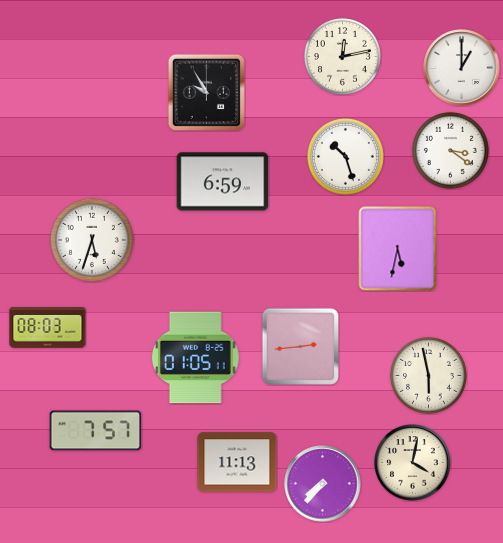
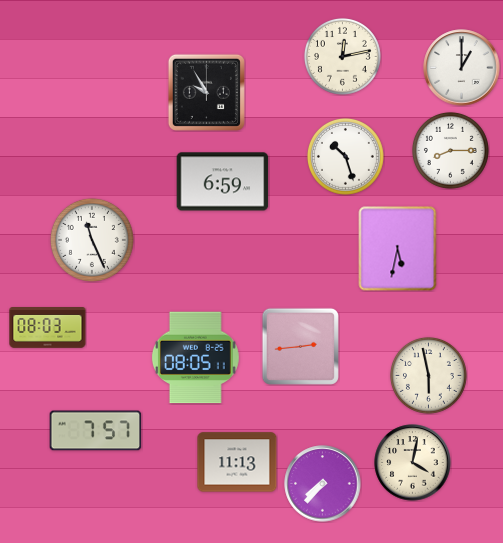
clock at (450, 150): 3:21 -> 8:15
clock at (92, 240): 5:33 -> 11:26
clock at (195, 358): 01:05 -> 08:05
